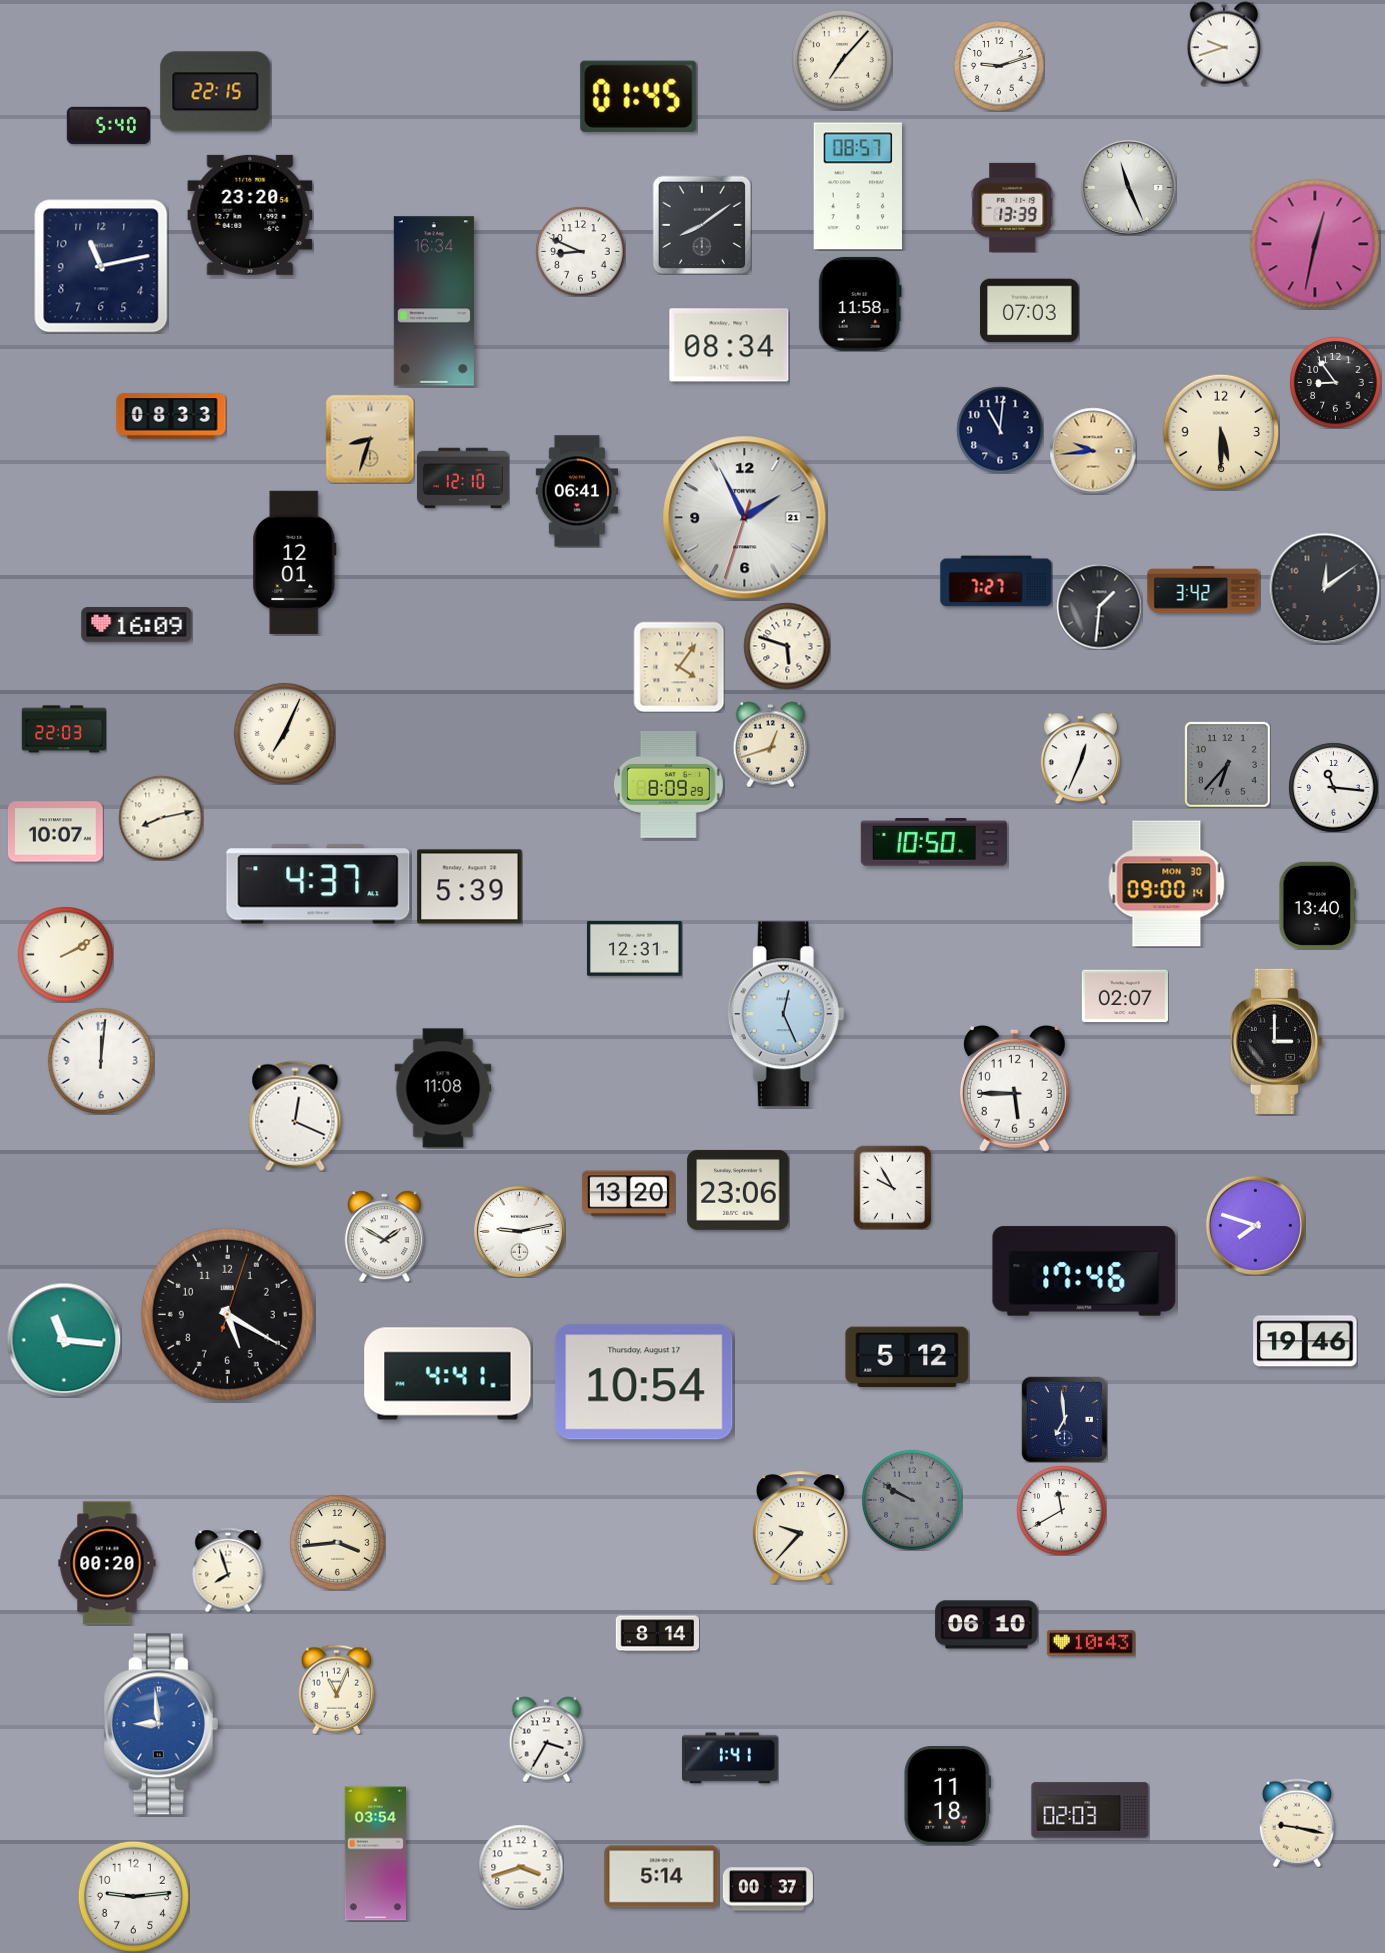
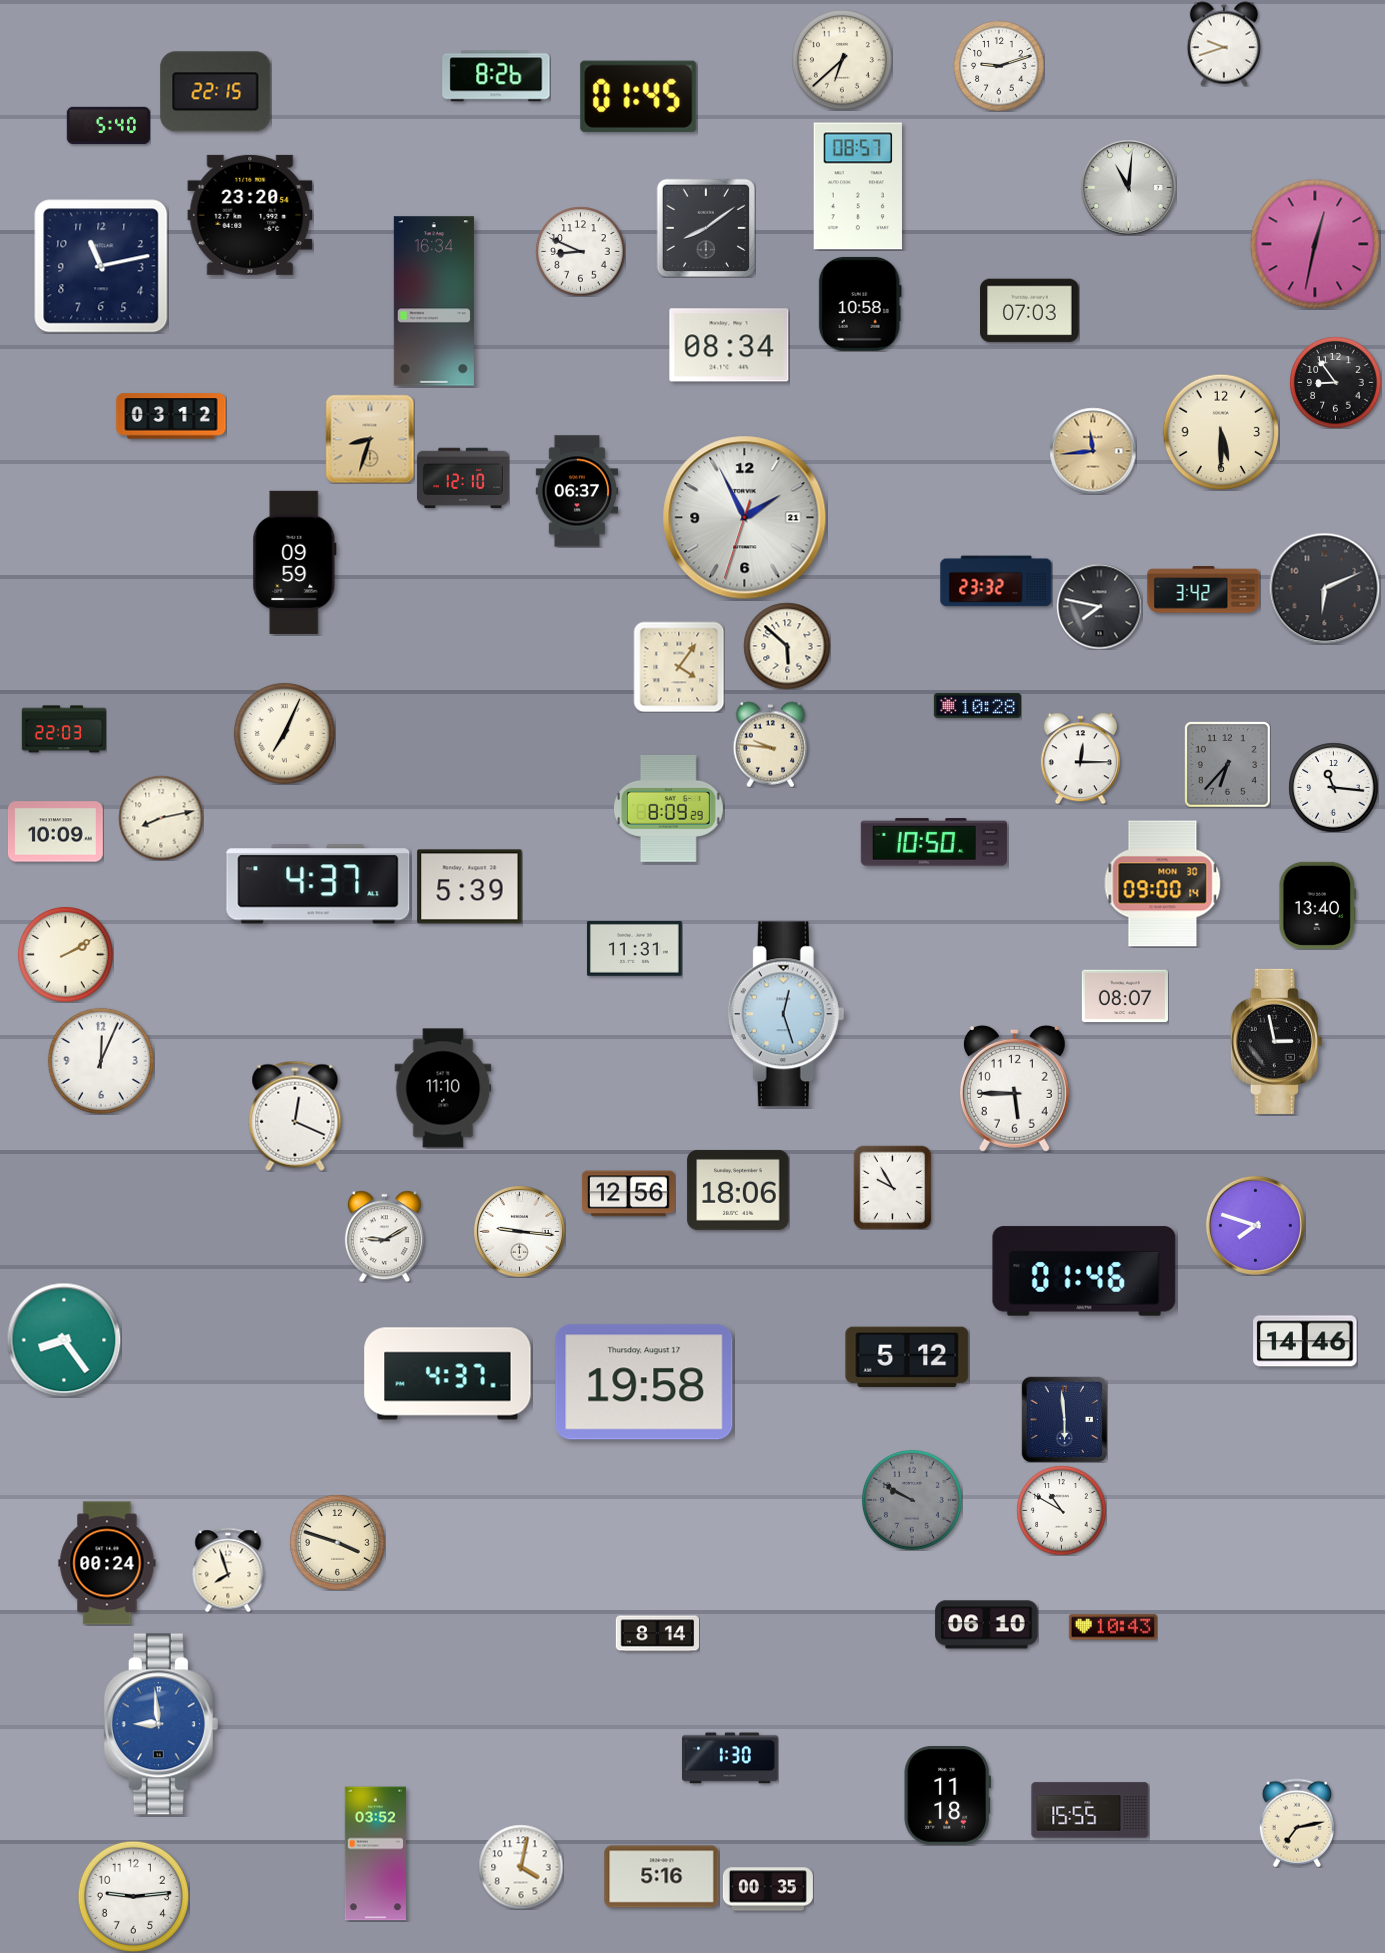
clock at (842, 60): 7:07 -> 6:38
clock at (496, 76): none -> 8:26
clock at (1128, 187): 11:26 -> 11:01
clock at (1013, 207): 13:39 -> none
clock at (701, 224) position: (701, 224) -> (705, 227)
clock at (860, 304): 11:58 -> 10:58
clock at (171, 416): 08:33 -> 03:12
clock at (1000, 430): 11:01 -> none
clock at (1093, 451): 9:44 -> 11:44
clock at (577, 491): 06:41 -> 06:37
clock at (295, 562): 12:01 -> 09:59
clock at (996, 581): 7:27 -> 23:32
clock at (1324, 588): 12:09 -> 6:11
clock at (1099, 606): 1:31 -> 7:47
clock at (137, 625): 16:09 -> none
clock at (787, 646): 5:48 -> 5:52
clock at (977, 706): none -> 10:28
clock at (771, 744): 12:42 -> 9:46
clock at (1080, 758): 12:34 -> 12:15
clock at (669, 784) position: (669, 784) -> (669, 808)
clock at (56, 832): 10:07 -> 10:09
clock at (1167, 884) position: (1167, 884) -> (1163, 884)
clock at (634, 948): 12:31 -> 11:31
clock at (1125, 996): 02:07 -> 08:07
clock at (786, 1014): 12:26 -> 12:27
clock at (1276, 1041): 3:00 -> 2:58
clock at (101, 1061): 12:01 -> 12:04
clock at (443, 1088): 11:08 -> 11:10
clock at (738, 1190): 23:06 -> 18:06
clock at (628, 1194): 13:20 -> 12:56
clock at (519, 1231): 9:13 -> 9:16
clock at (384, 1236): 1:50 -> 9:10
clock at (1084, 1271): 17:46 -> 01:46
clock at (227, 1314): 5:20 -> none
clock at (64, 1340): 11:16 -> 8:24
clock at (1305, 1341): 19:46 -> 14:46
clock at (448, 1374): 4:41 -> 4:37
clock at (644, 1382): 10:54 -> 19:58
clock at (1064, 1419): 6:59 -> 5:59
clock at (1061, 1510): 11:40 -> 10:50
clock at (800, 1528): 9:37 -> none
clock at (337, 1542): 3:44 -> 3:48
clock at (107, 1563): 00:20 -> 00:24
clock at (1091, 1643) position: (1091, 1643) -> (1113, 1627)
clock at (337, 1689): 11:04 -> none
clock at (547, 1739): 3:35 -> none
clock at (731, 1758): 1:41 -> 1:30
clock at (1090, 1810): 02:03 -> 15:55
clock at (1297, 1823): 9:17 -> 7:13
clock at (375, 1854): 03:54 -> 03:52
clock at (521, 1867): 3:42 -> 4:02
clock at (662, 1877): 5:14 -> 5:16
clock at (768, 1889): 00:37 -> 00:35
